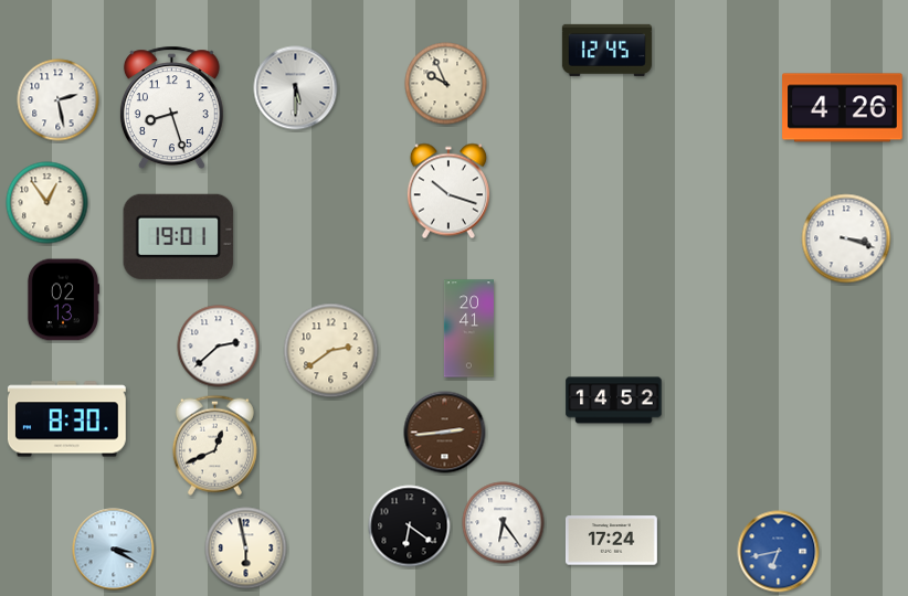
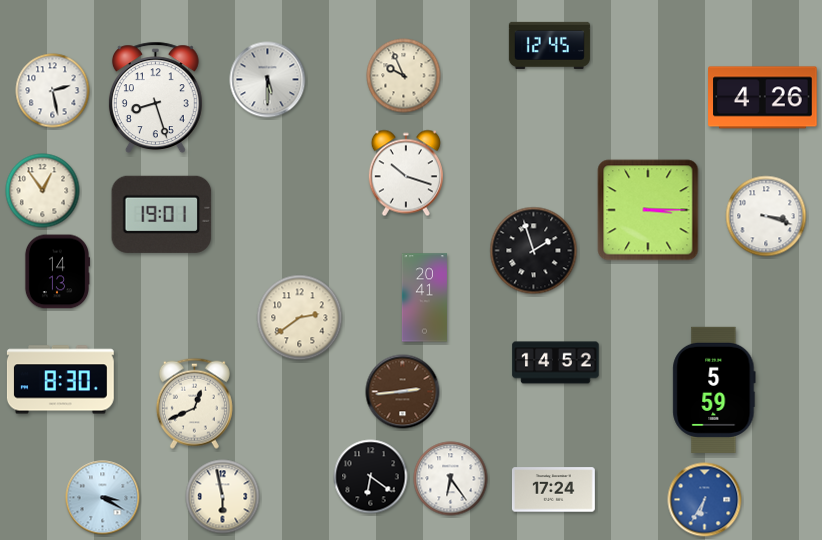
clock at (47, 203) position: (47, 203) -> (43, 191)
clock at (648, 210): none -> 3:15
clock at (534, 251): none -> 1:57
clock at (62, 300): 02:13 -> 14:13
clock at (219, 347): 2:38 -> none
clock at (714, 390): none -> 5:59
clock at (504, 523) position: (504, 523) -> (451, 479)
clock at (779, 552): 6:43 -> 6:35
